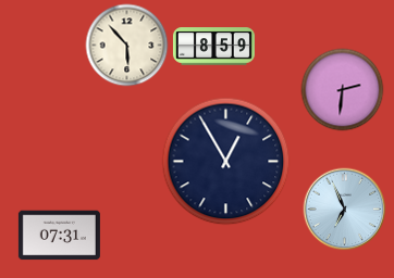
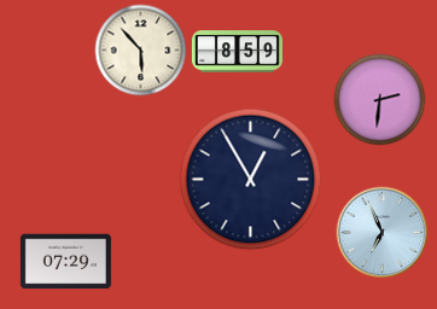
clock at (59, 236): 07:31 -> 07:29
